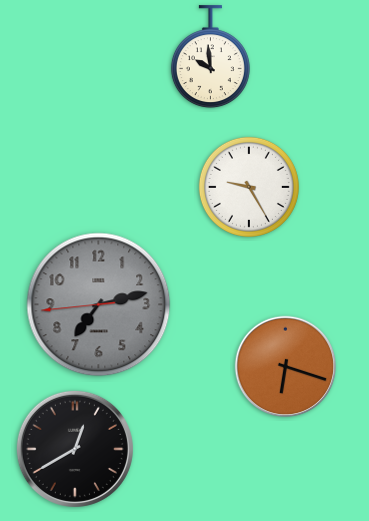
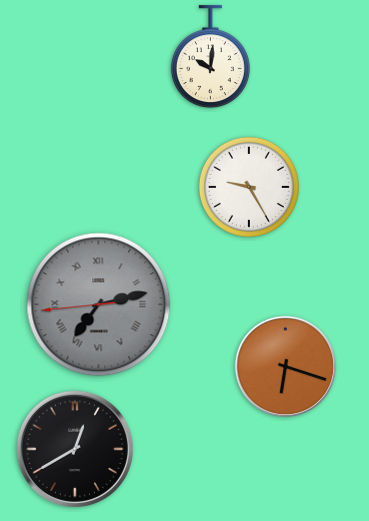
clock at (210, 57): 9:59 -> 10:01
clock at (99, 305) numerals: Arabic -> Roman
